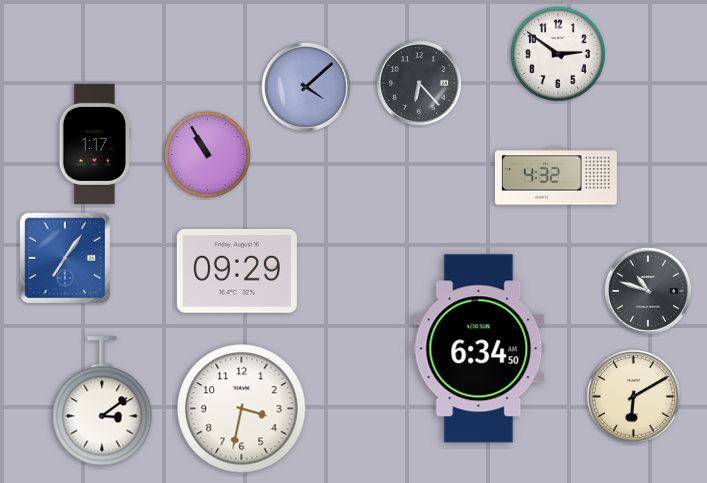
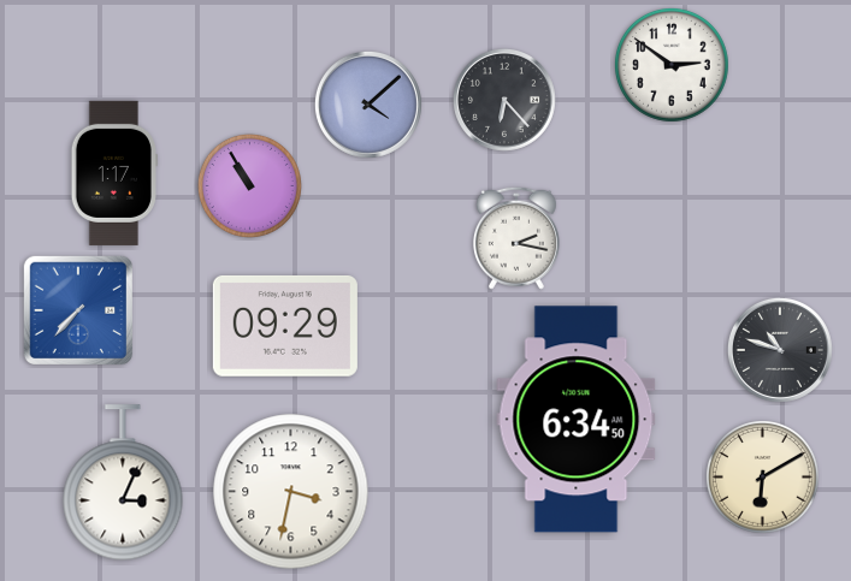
clock at (556, 176): 4:32 -> none
clock at (516, 238): none -> 2:17
clock at (64, 257): 7:06 -> 7:37
clock at (102, 401): 3:09 -> 3:04
